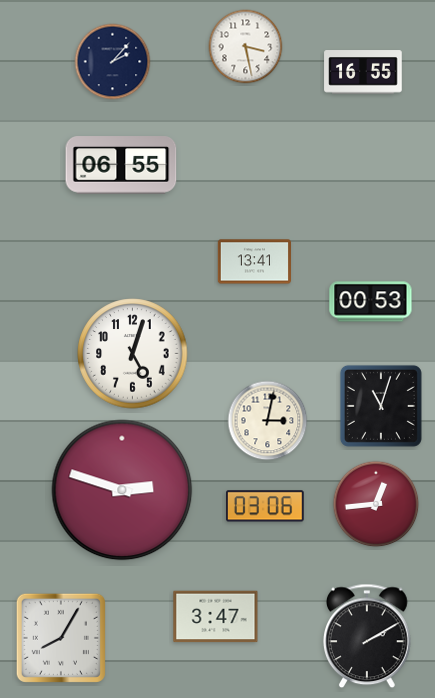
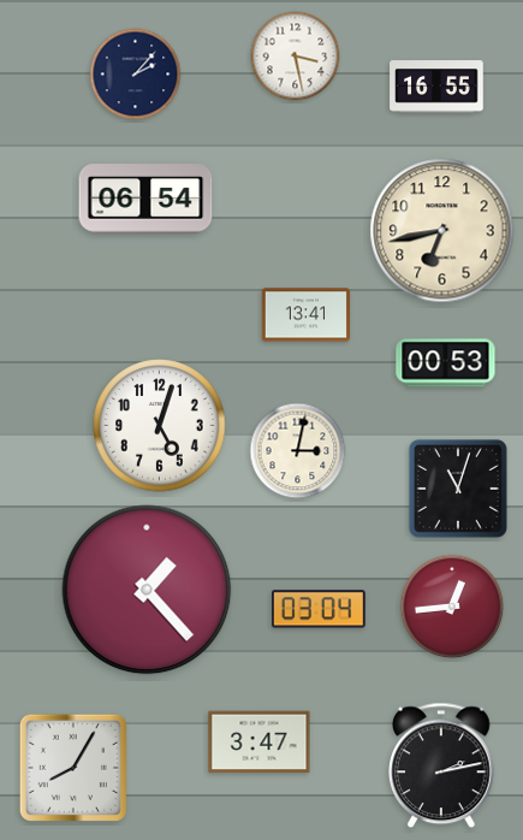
clock at (121, 165): 06:55 -> 06:54
clock at (442, 231): none -> 6:43
clock at (268, 421) position: (268, 421) -> (298, 451)
clock at (122, 490): 2:48 -> 1:23
clock at (266, 506): 03:06 -> 03:04
clock at (368, 636): 2:10 -> 2:13
